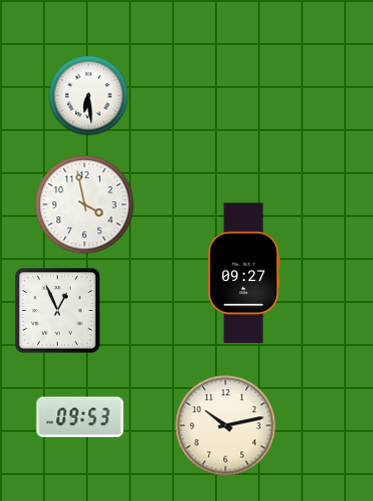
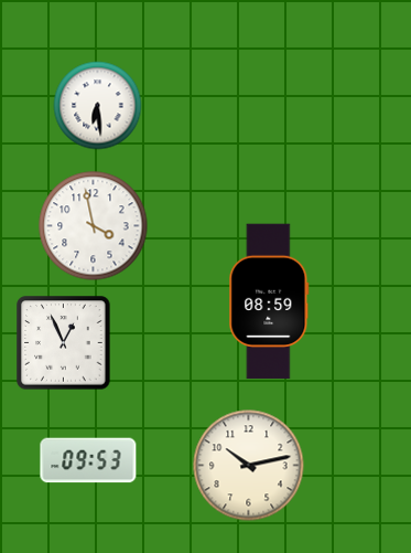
clock at (244, 273): 09:27 -> 08:59
clock at (226, 426) position: (226, 426) -> (249, 466)
